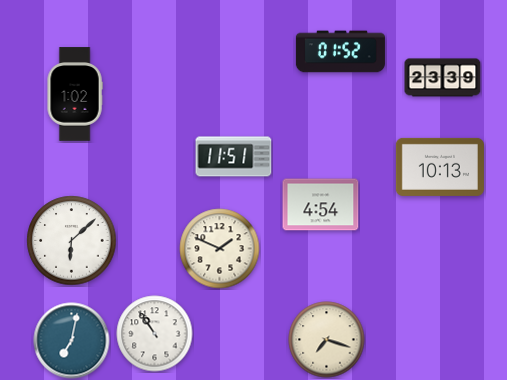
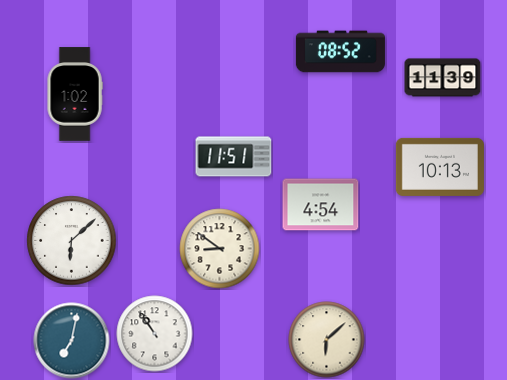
clock at (340, 52): 01:52 -> 08:52
clock at (443, 78): 23:39 -> 11:39
clock at (220, 249): 1:49 -> 8:51
clock at (327, 340): 7:18 -> 6:08
